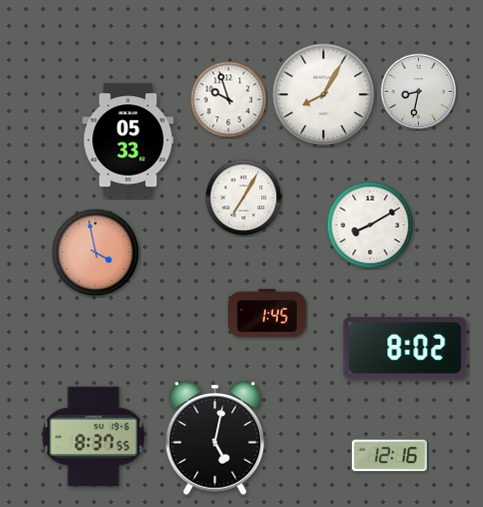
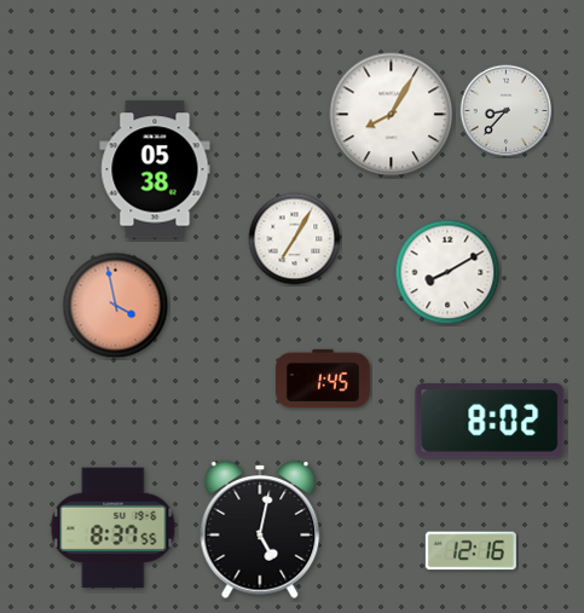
clock at (419, 92): 8:32 -> 8:37
clock at (229, 100): 9:57 -> none
clock at (128, 140): 05:33 -> 05:38
